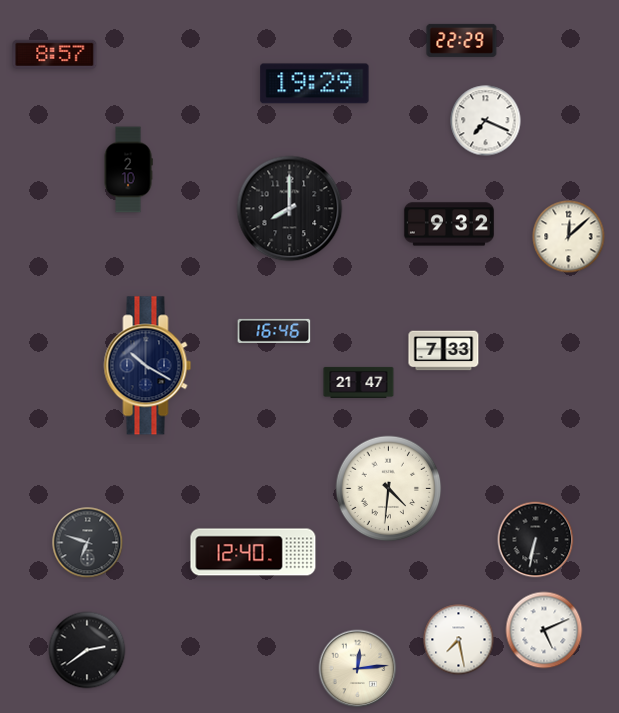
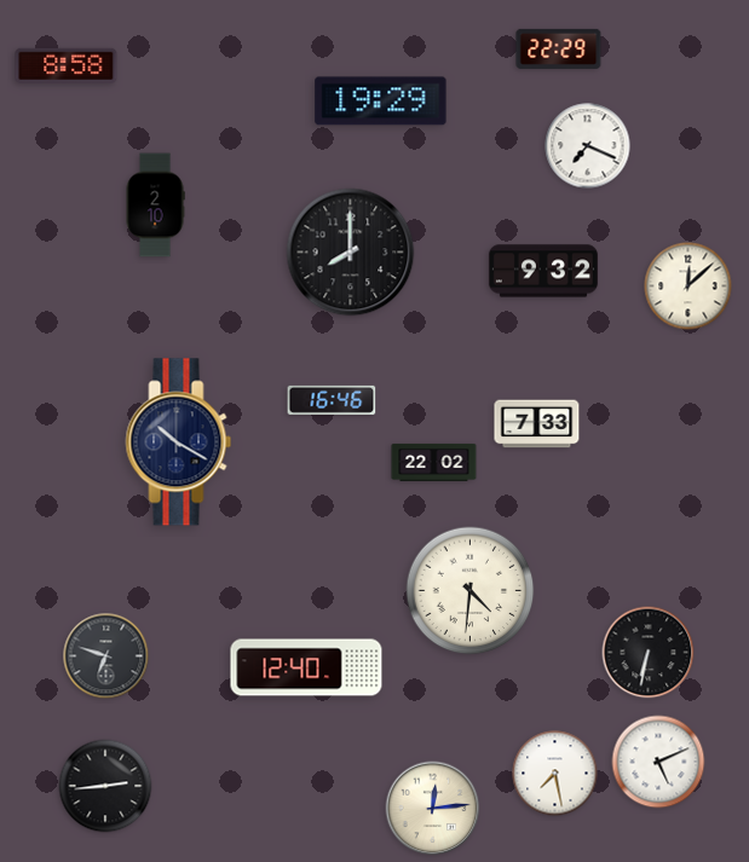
clock at (55, 54): 8:57 -> 8:58
clock at (359, 382): 21:47 -> 22:02
clock at (87, 650): 2:39 -> 2:44
